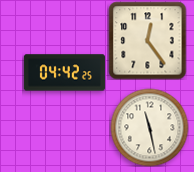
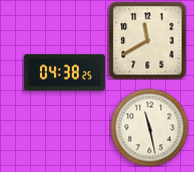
clock at (147, 40): 12:24 -> 11:40
clock at (64, 73): 04:42 -> 04:38
